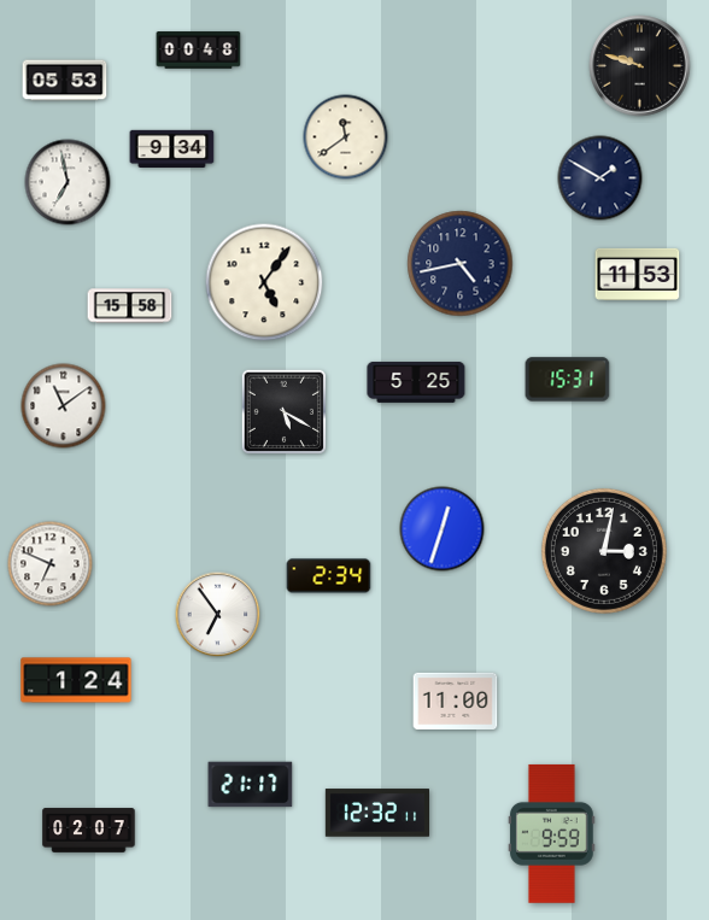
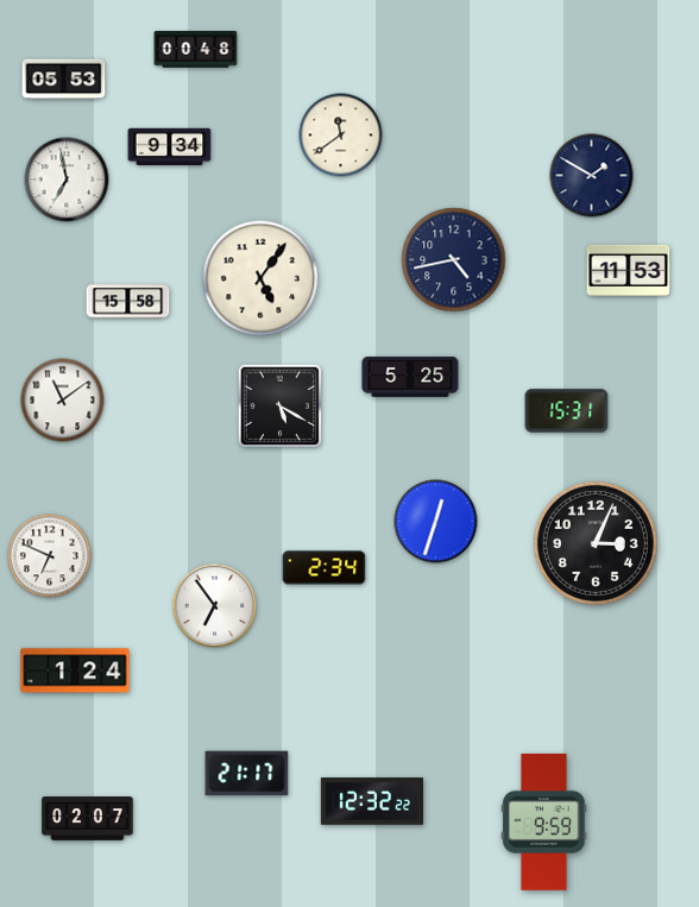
clock at (640, 66): 9:48 -> none
clock at (568, 380) position: (568, 380) -> (567, 411)
clock at (604, 551): 3:02 -> 3:04
clock at (456, 701): 11:00 -> none
clock at (376, 813): 12:32:11 -> 12:32:22
